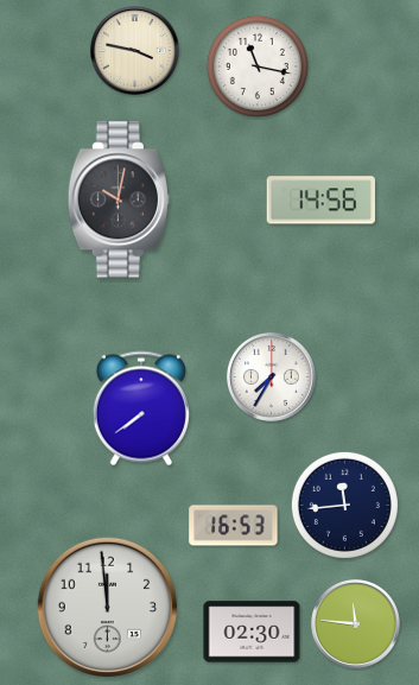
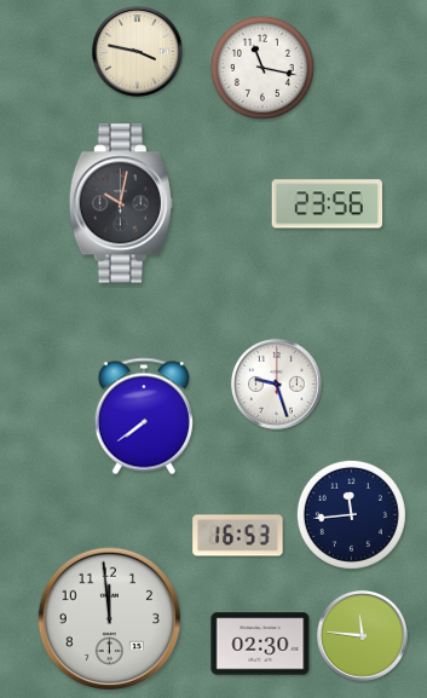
clock at (320, 201): 14:56 -> 23:56
clock at (272, 378): 7:35 -> 9:27
clock at (252, 632) position: (252, 632) -> (260, 644)
